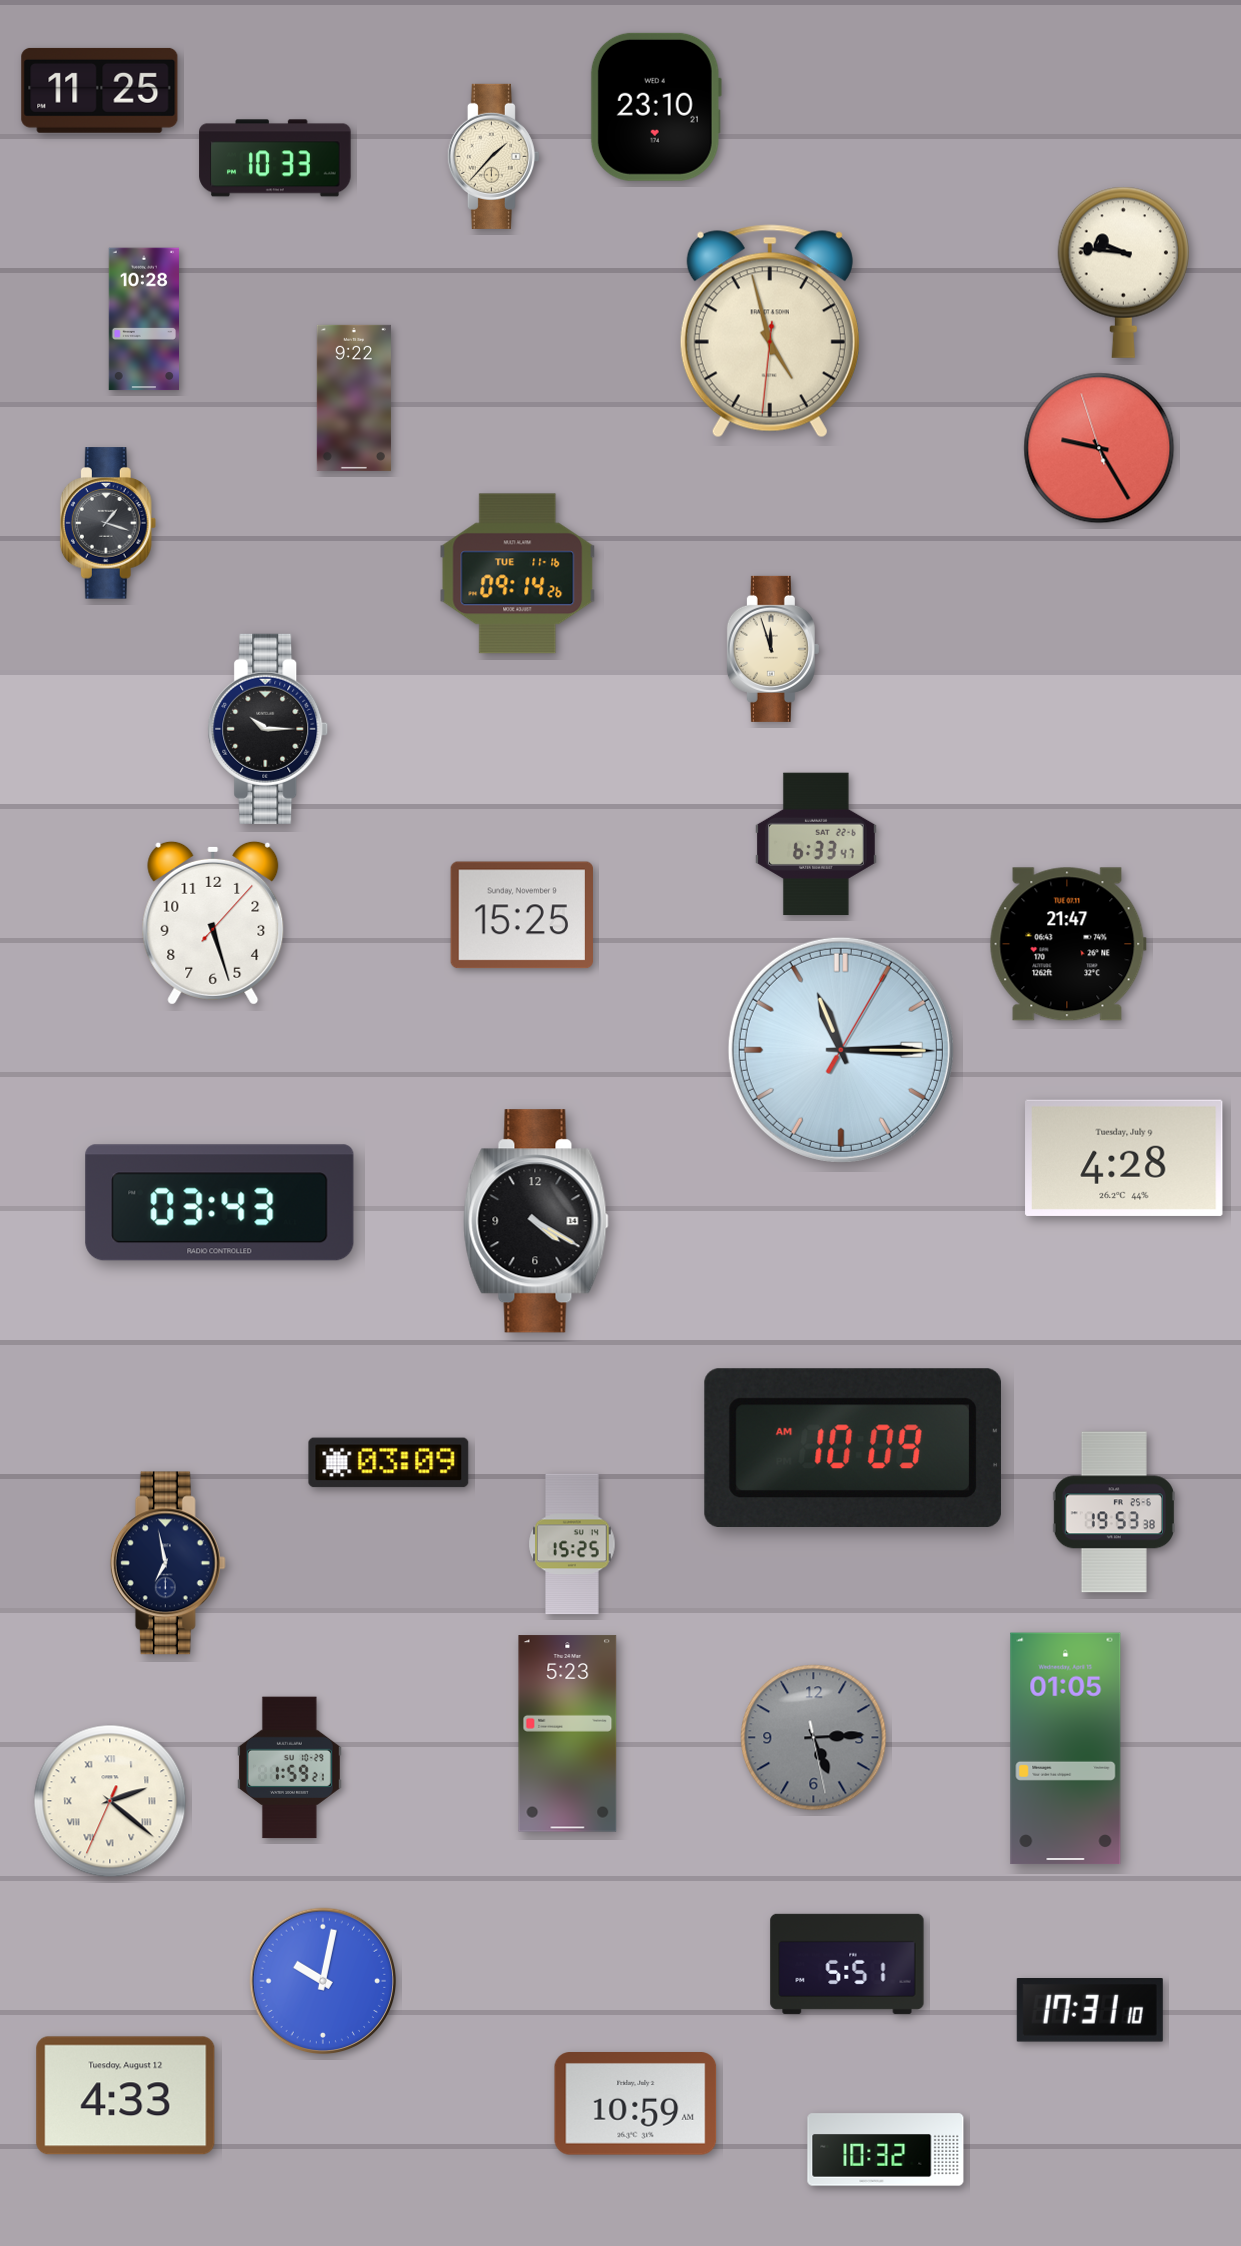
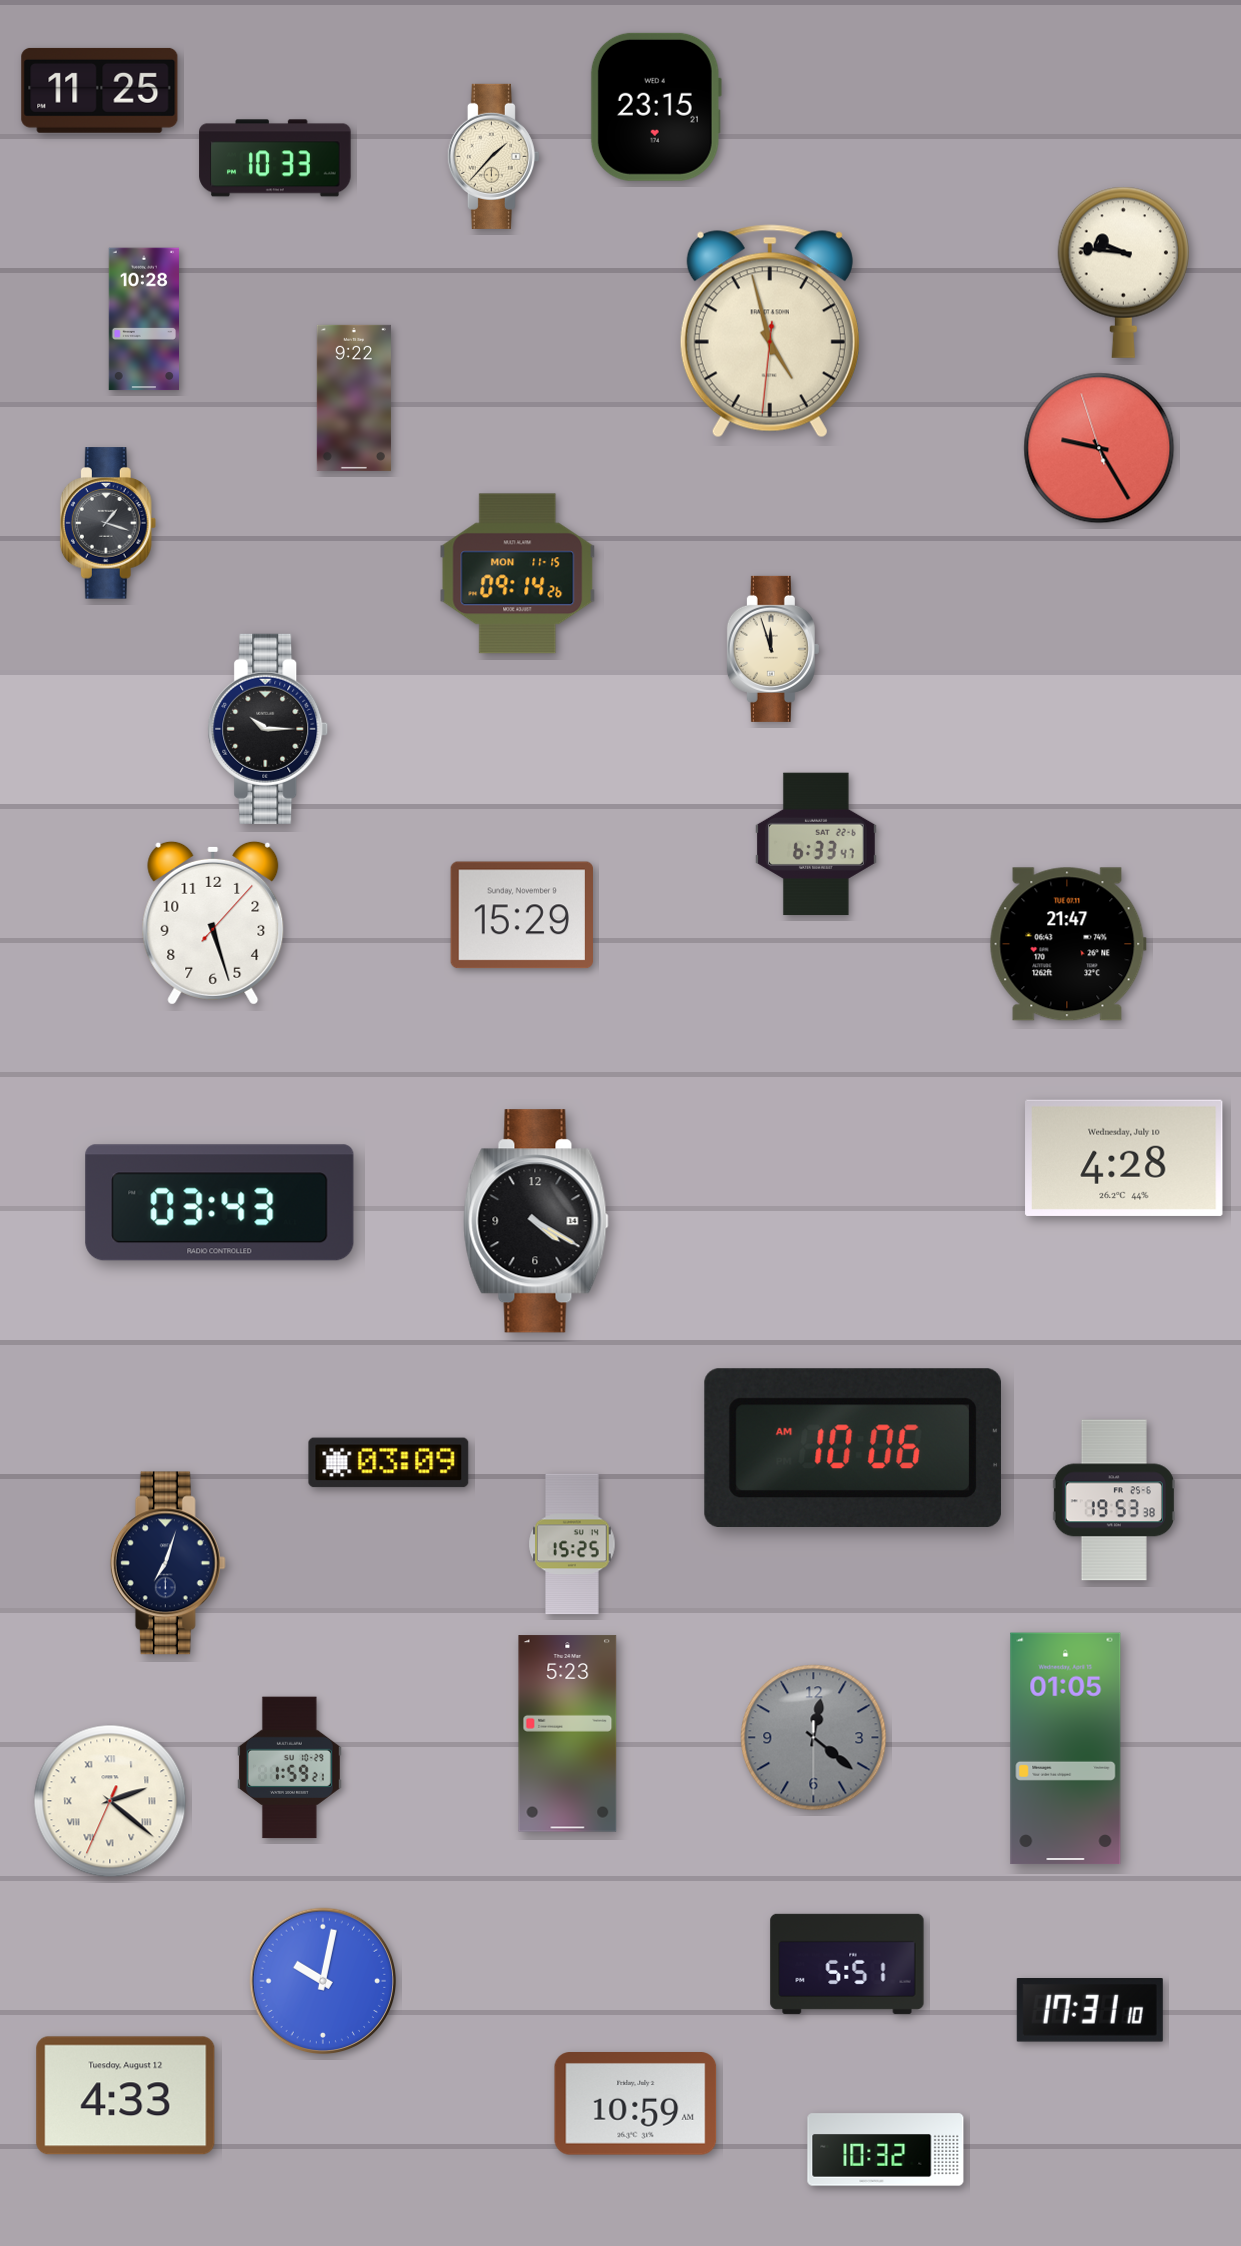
clock at (656, 107): 23:10 -> 23:15
clock at (518, 574) date: TUE 11-16 -> MON 11-15
clock at (521, 915): 15:25 -> 15:29
clock at (841, 1050): 11:15 -> none
clock at (1124, 1158) date: Tuesday, July 9 -> Wednesday, July 10
clock at (853, 1447): 10:09 -> 10:06
clock at (1114, 1512) position: (1114, 1512) -> (1114, 1500)
clock at (168, 1563): 6:58 -> 7:03
clock at (814, 1738): 5:14 -> 12:21
